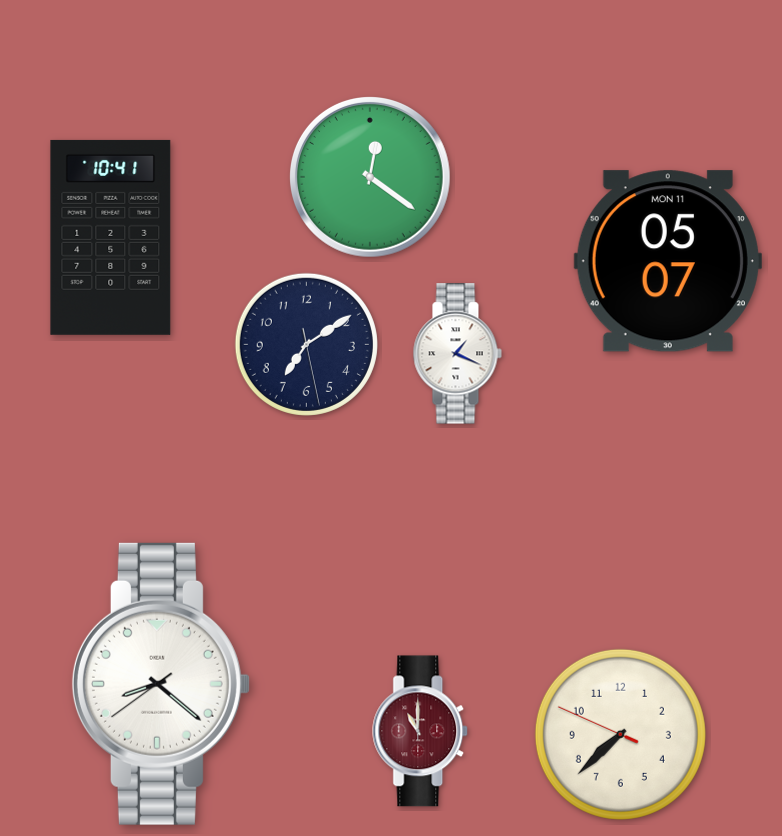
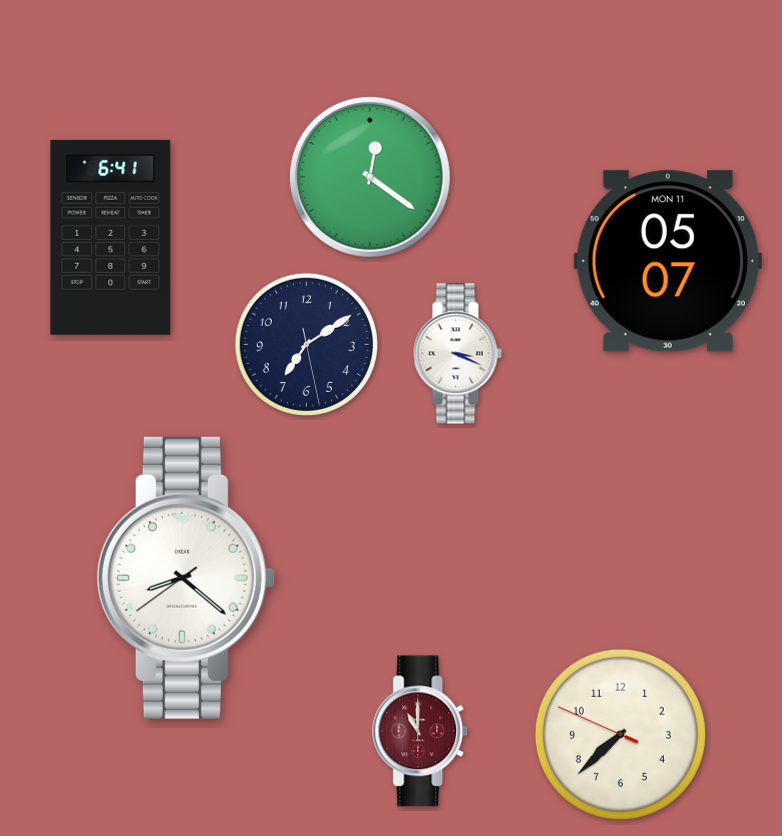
clock at (111, 237): 10:41 -> 6:41
clock at (457, 354): 1:19 -> 3:19
clock at (161, 684) position: (161, 684) -> (186, 578)
